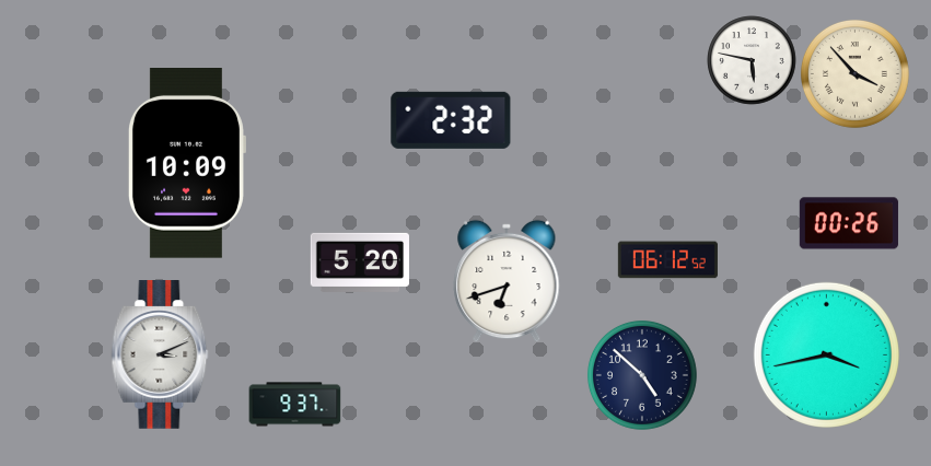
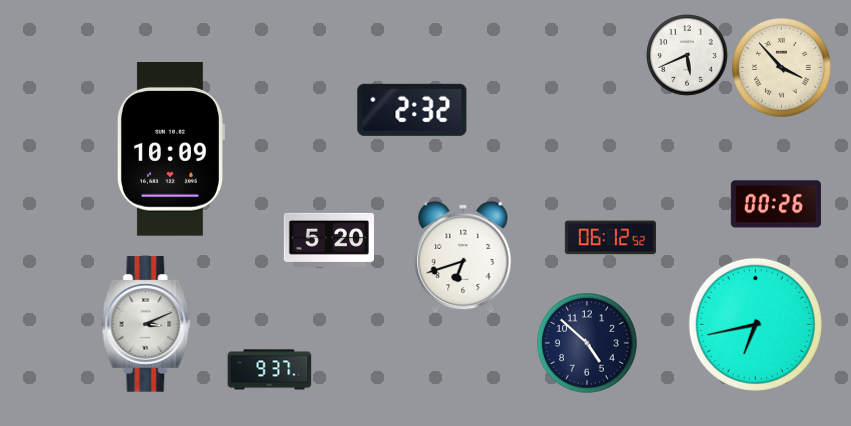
clock at (752, 60): 5:47 -> 5:41
clock at (826, 354): 3:43 -> 6:43
